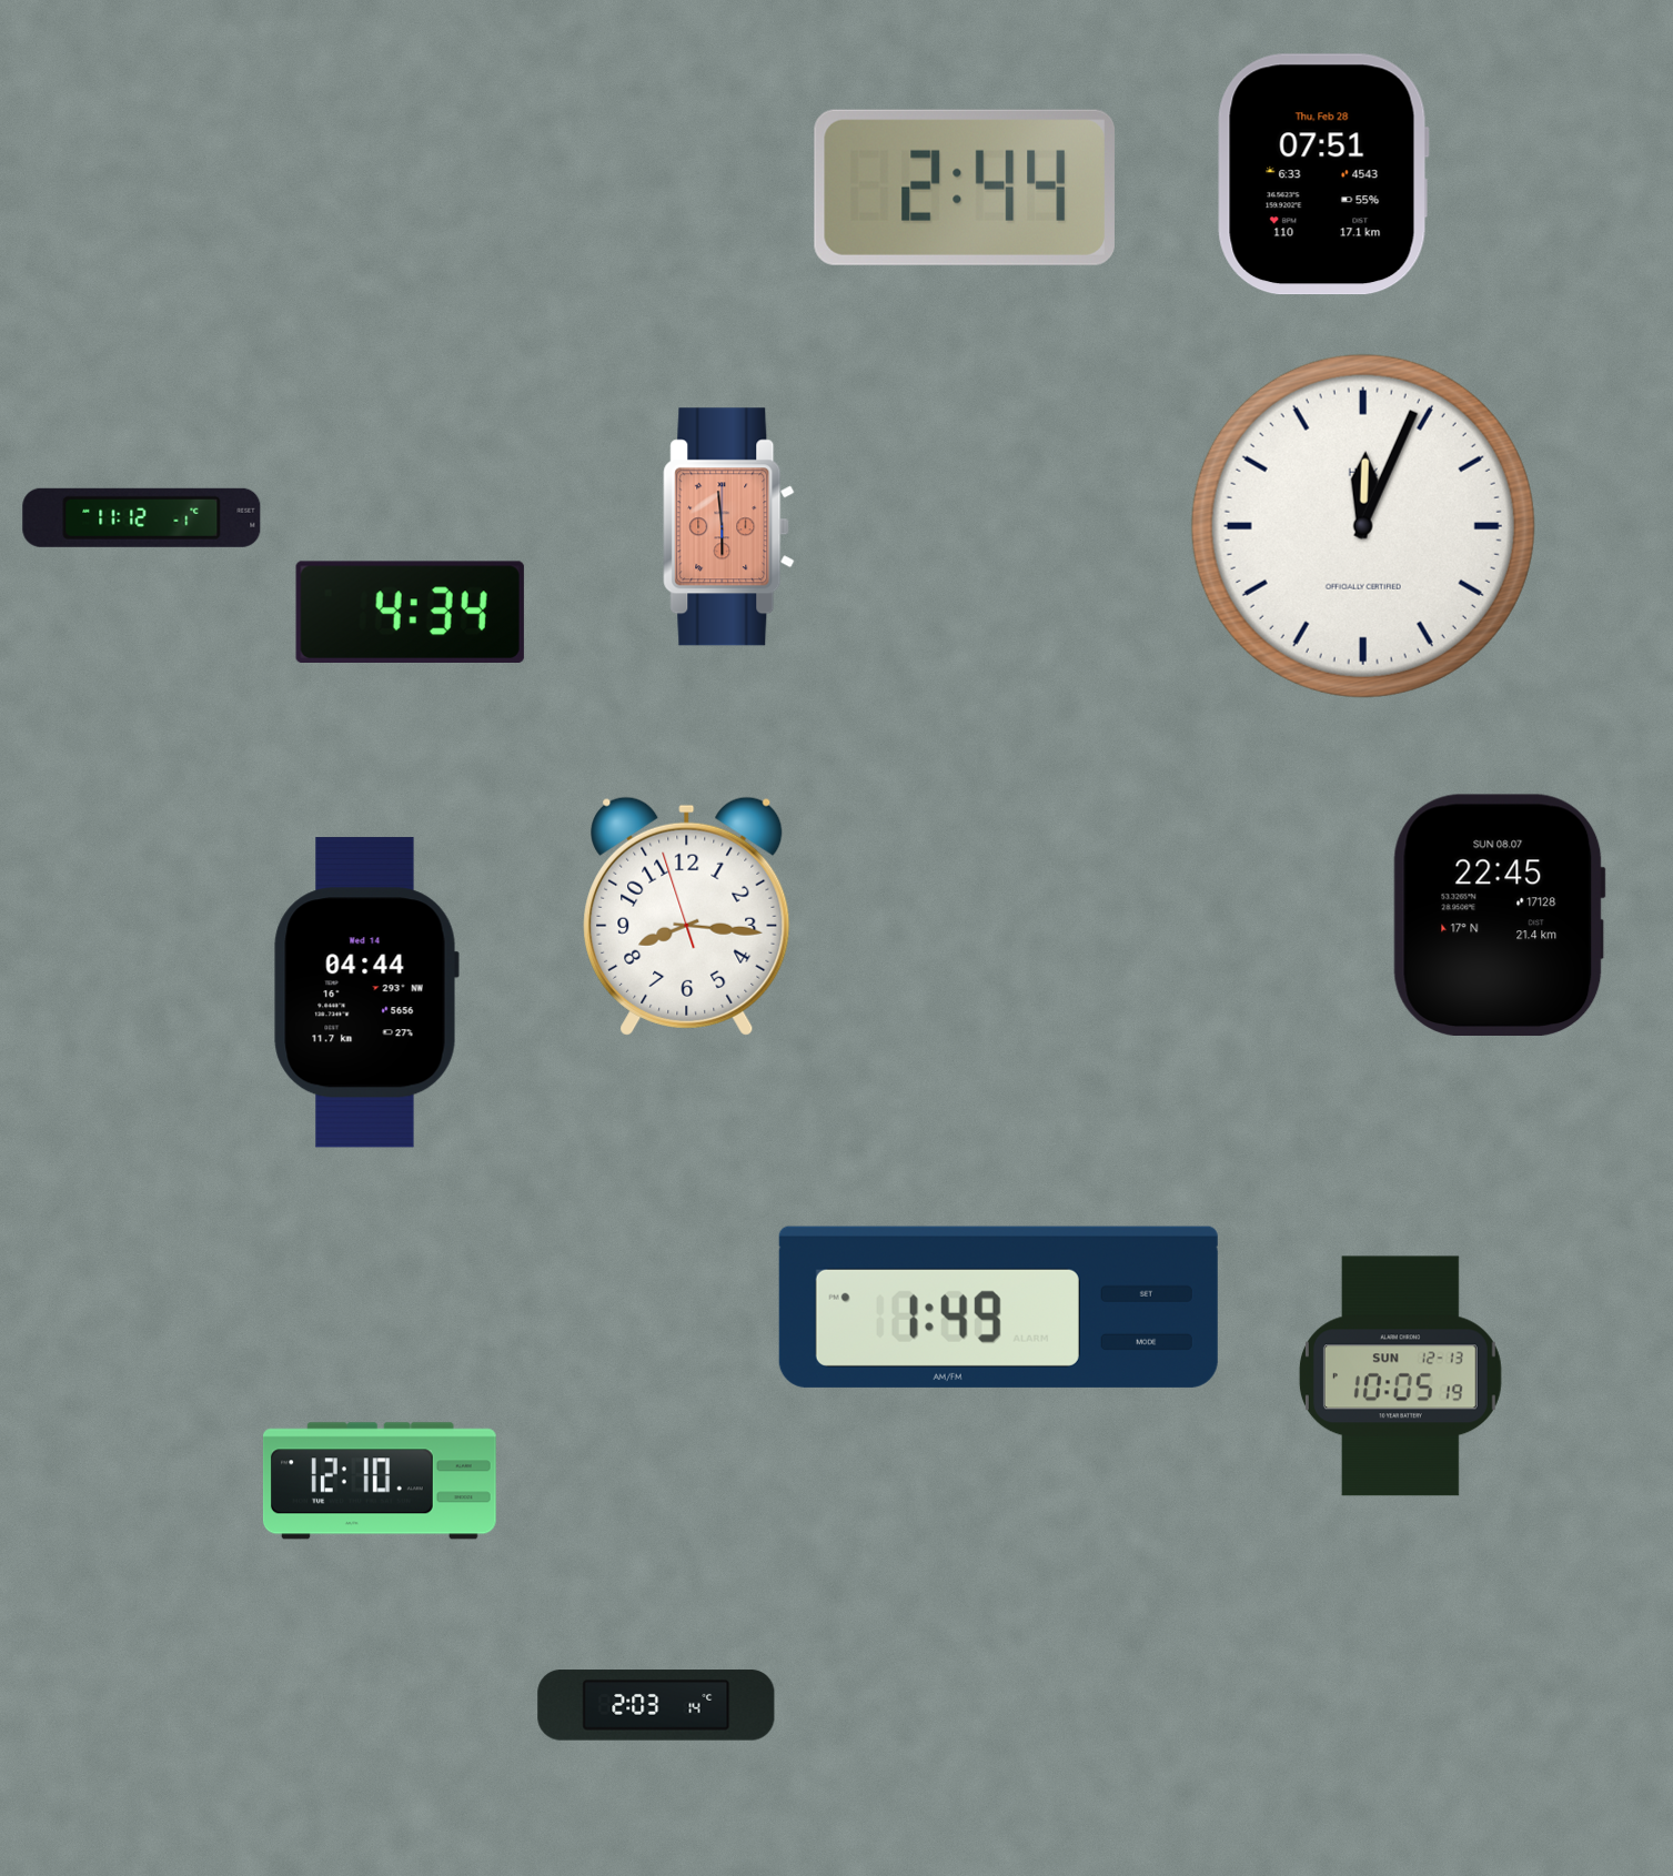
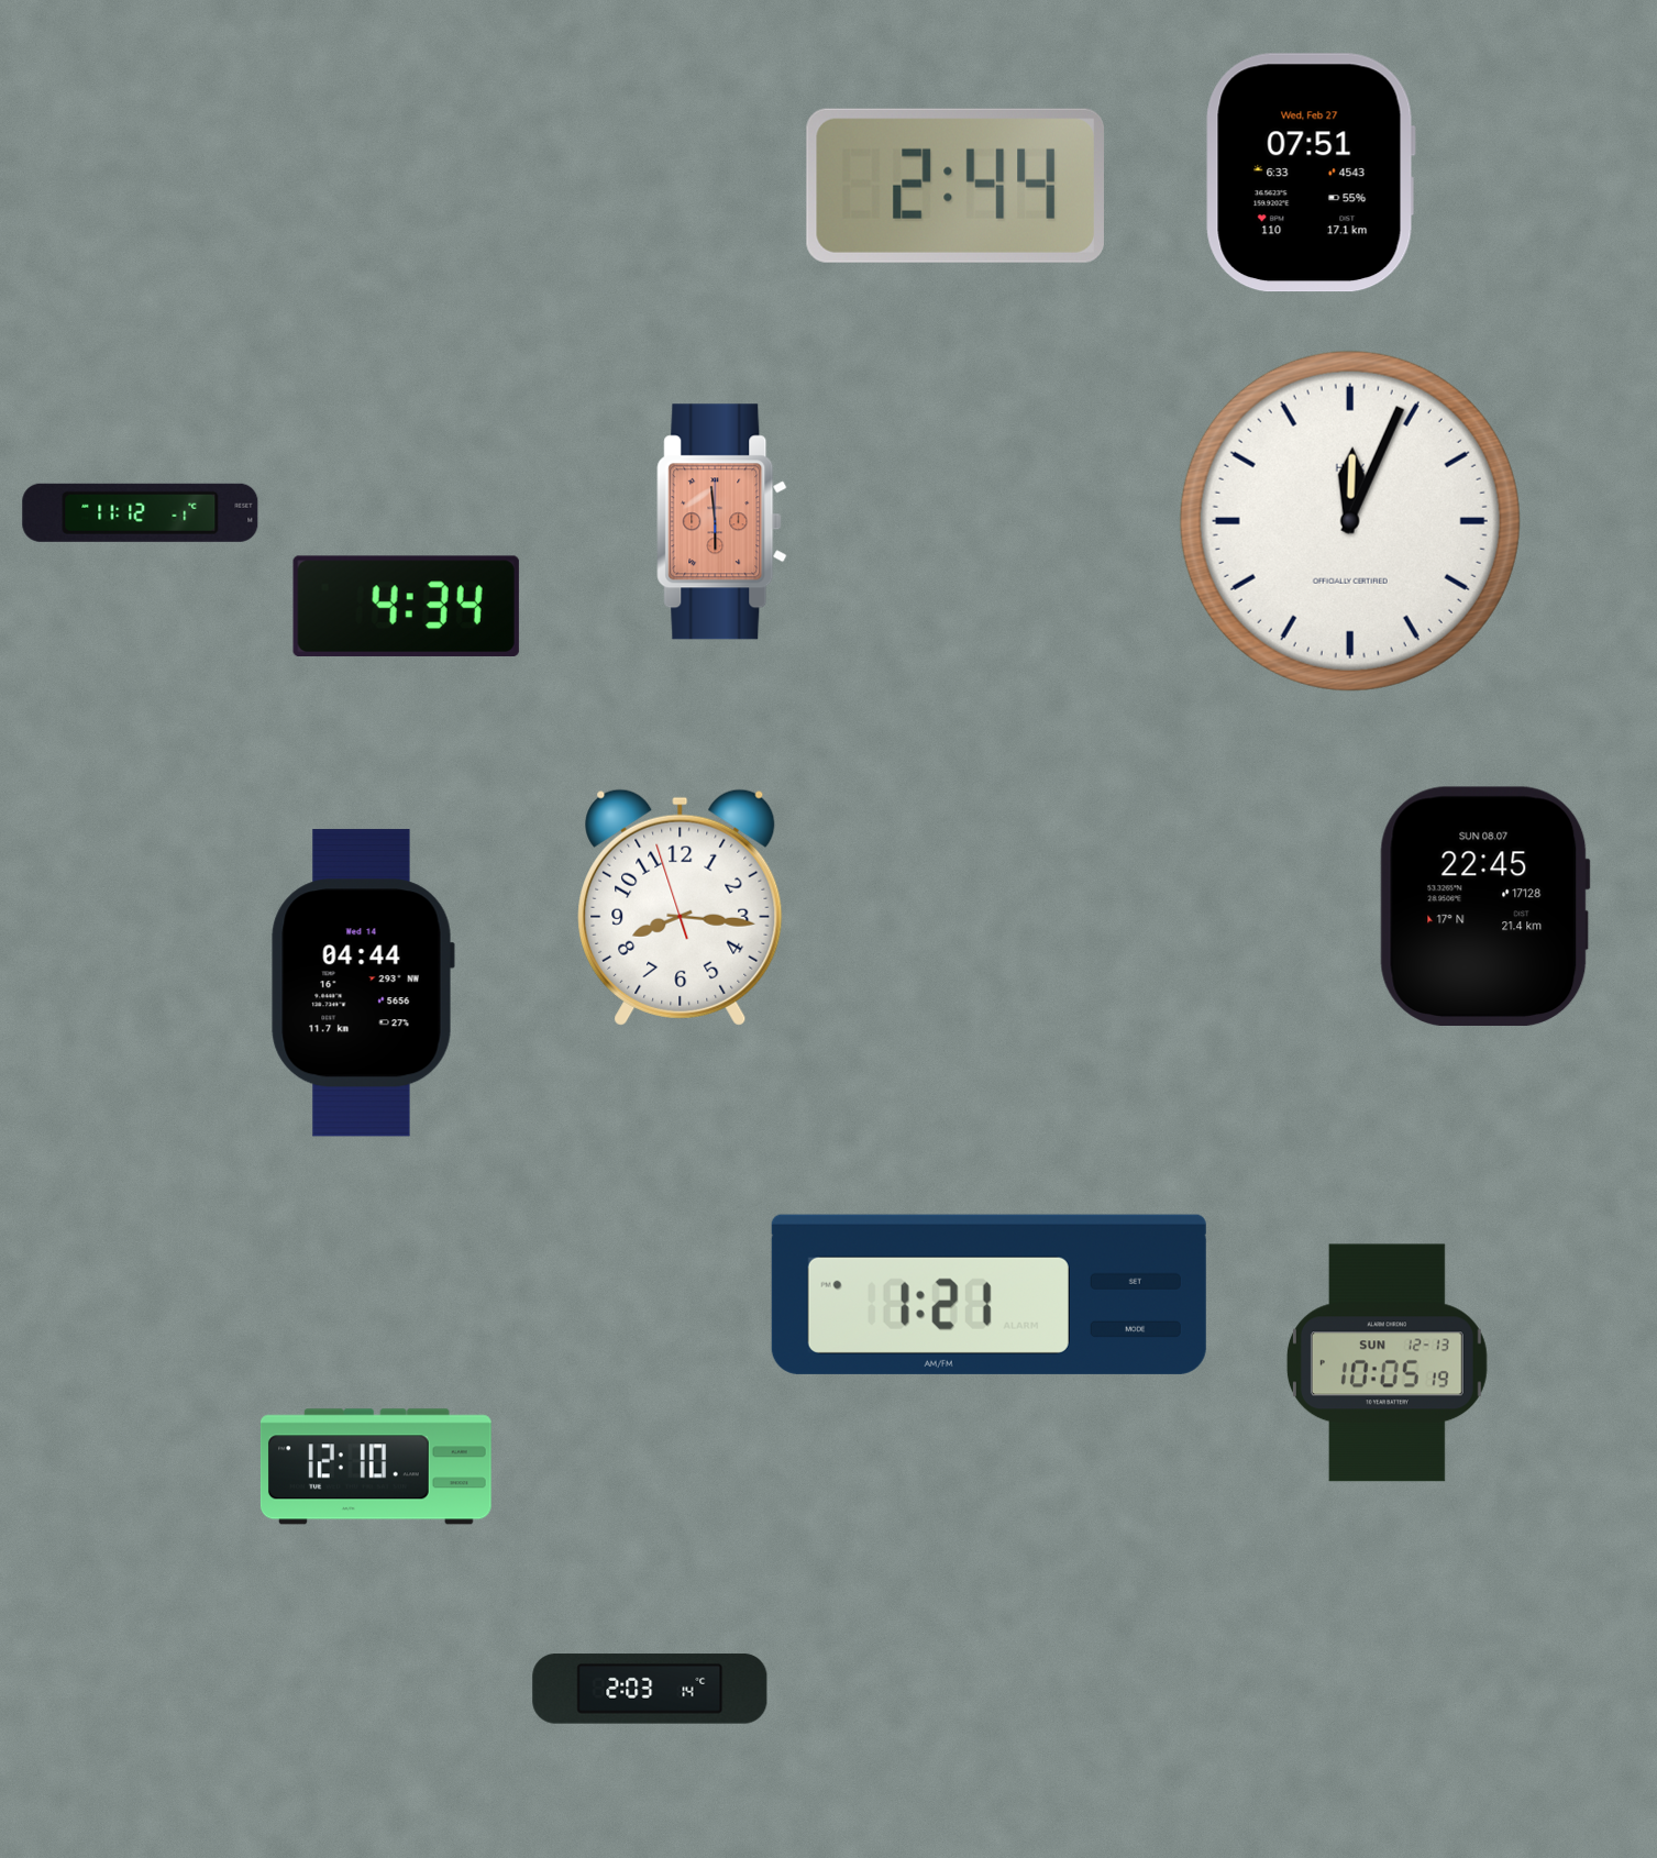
clock at (1323, 174) date: Thu, Feb 28 -> Wed, Feb 27
clock at (998, 1307): 1:49 -> 1:21
